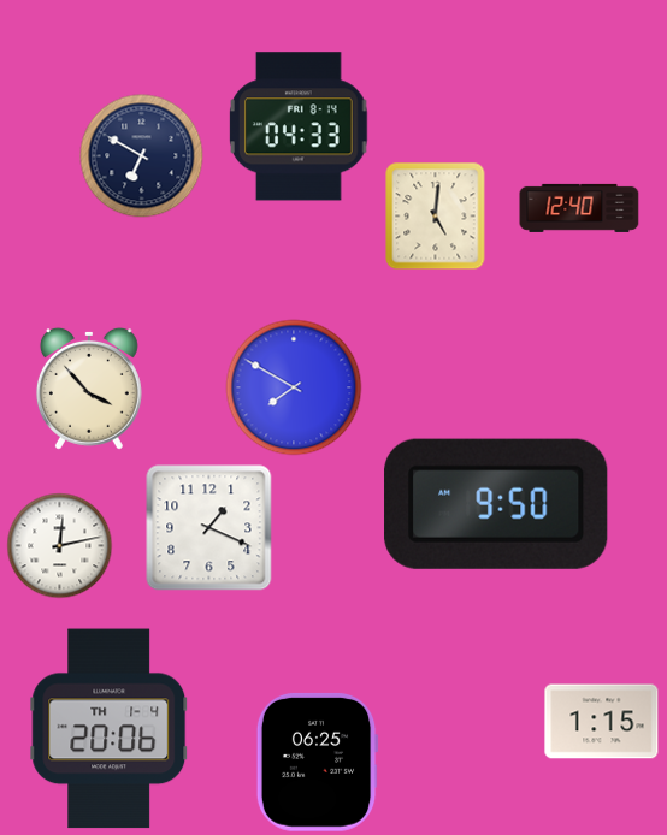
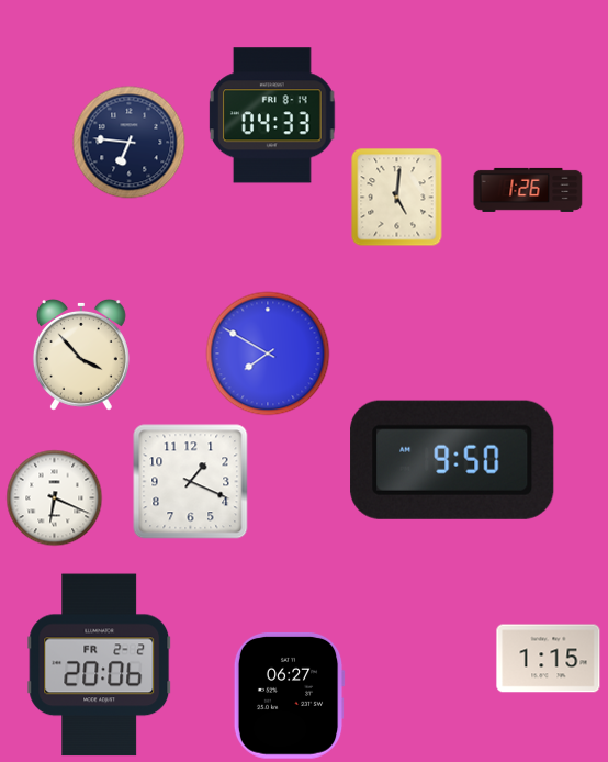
clock at (142, 156): 6:50 -> 6:46
clock at (579, 208): 12:40 -> 1:26
clock at (60, 546): 12:13 -> 6:19
clock at (110, 729) date: TH 1-4 -> FR 2-2
clock at (317, 762): 06:25 -> 06:27
